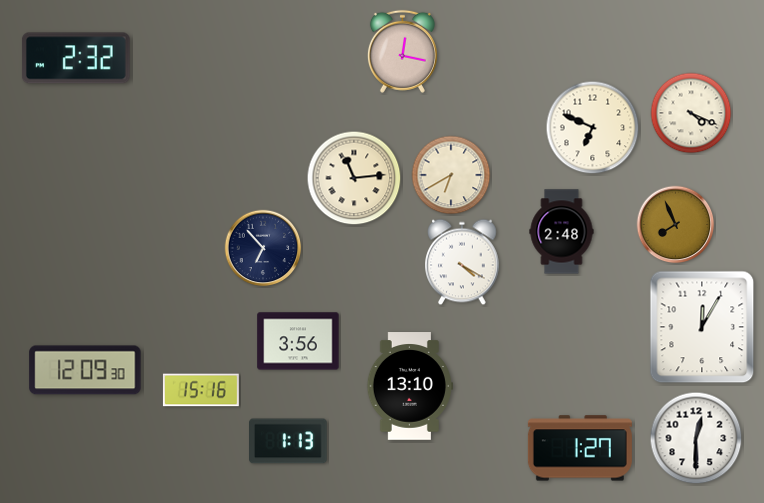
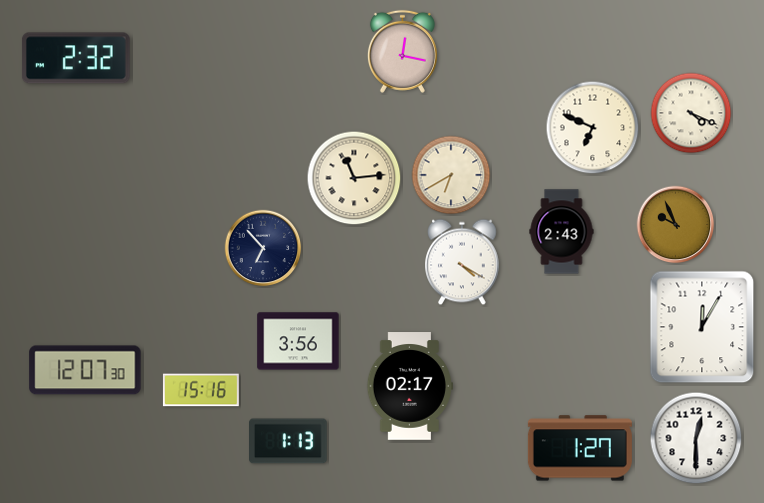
clock at (676, 225): 7:56 -> 9:56
clock at (562, 232): 2:48 -> 2:43
clock at (85, 370): 12:09 -> 12:07
clock at (410, 386): 13:10 -> 02:17
